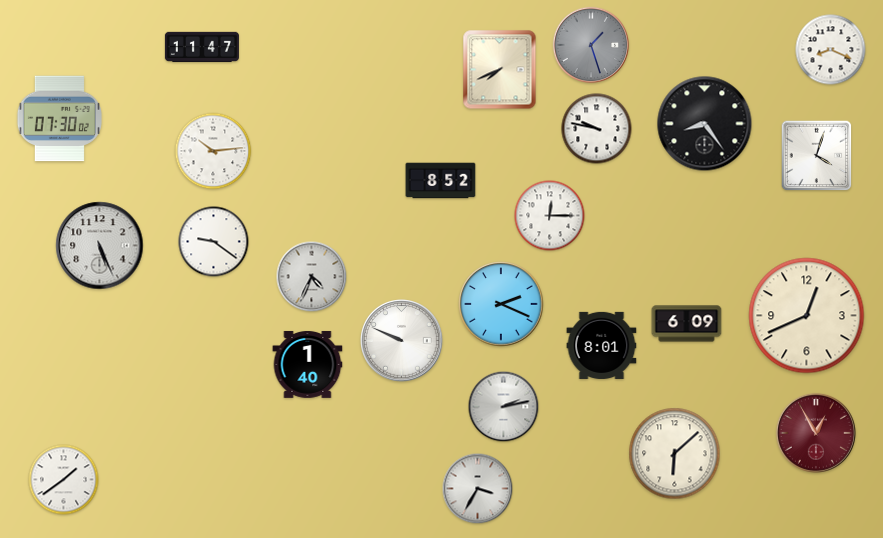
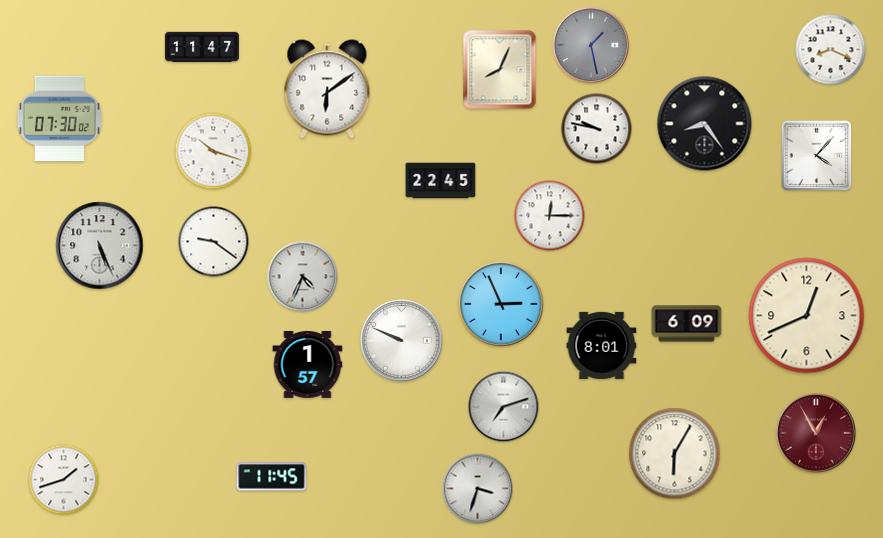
clock at (591, 45): 1:27 -> 1:28
clock at (500, 70): 7:41 -> 8:04
clock at (327, 89): none -> 6:09
clock at (213, 151): 10:14 -> 10:18
clock at (817, 156): 4:03 -> 4:07
clock at (441, 181): 8:52 -> 22:45
clock at (312, 277) position: (312, 277) -> (303, 277)
clock at (501, 304): 2:19 -> 2:56
clock at (308, 364): 1:40 -> 1:57
clock at (504, 407): 2:13 -> 7:12
clock at (675, 454): 6:08 -> 6:05
clock at (272, 477): none -> 11:45
clock at (64, 480): 1:39 -> 1:42
clock at (478, 489): 3:35 -> 3:33
